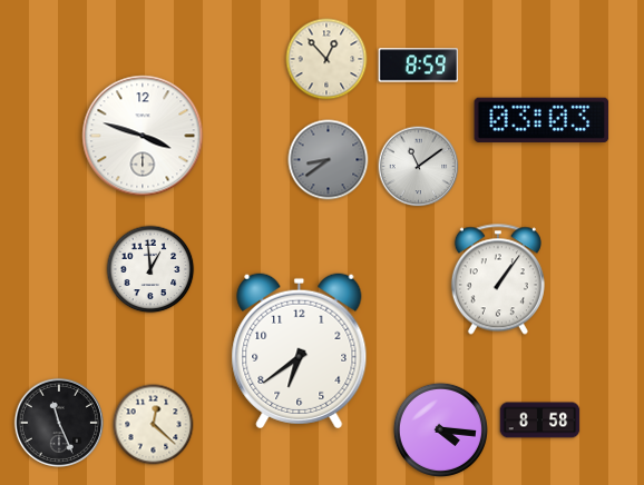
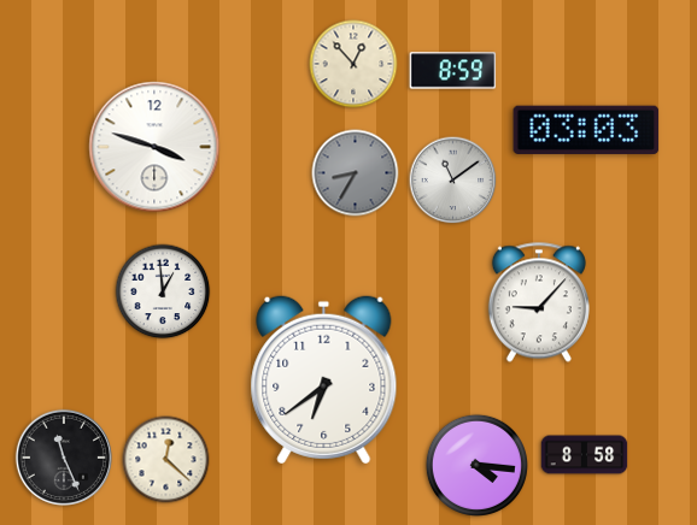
clock at (329, 160): 8:39 -> 8:35
clock at (498, 279): 1:06 -> 9:07
